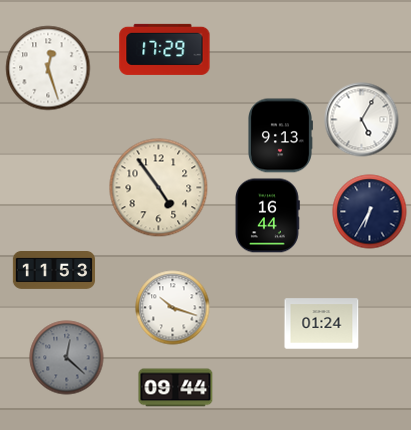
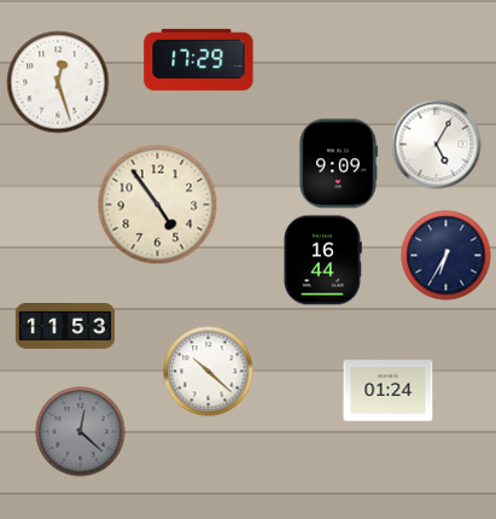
clock at (281, 136): 9:13 -> 9:09
clock at (159, 188) position: (159, 188) -> (158, 205)
clock at (173, 308): 10:18 -> 10:22
clock at (176, 388): 09:44 -> none
